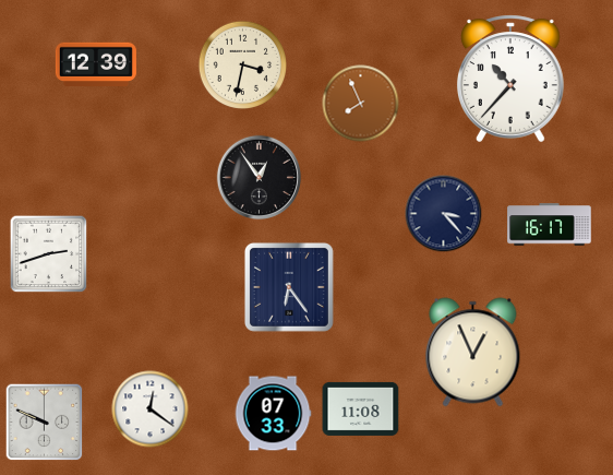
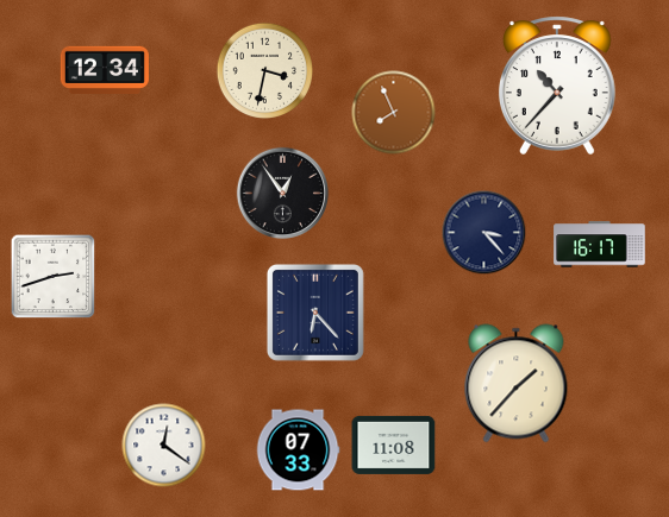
clock at (96, 63): 12:39 -> 12:34
clock at (289, 287): 6:24 -> 6:23
clock at (473, 353): 12:56 -> 1:37
clock at (45, 423): 9:49 -> none
